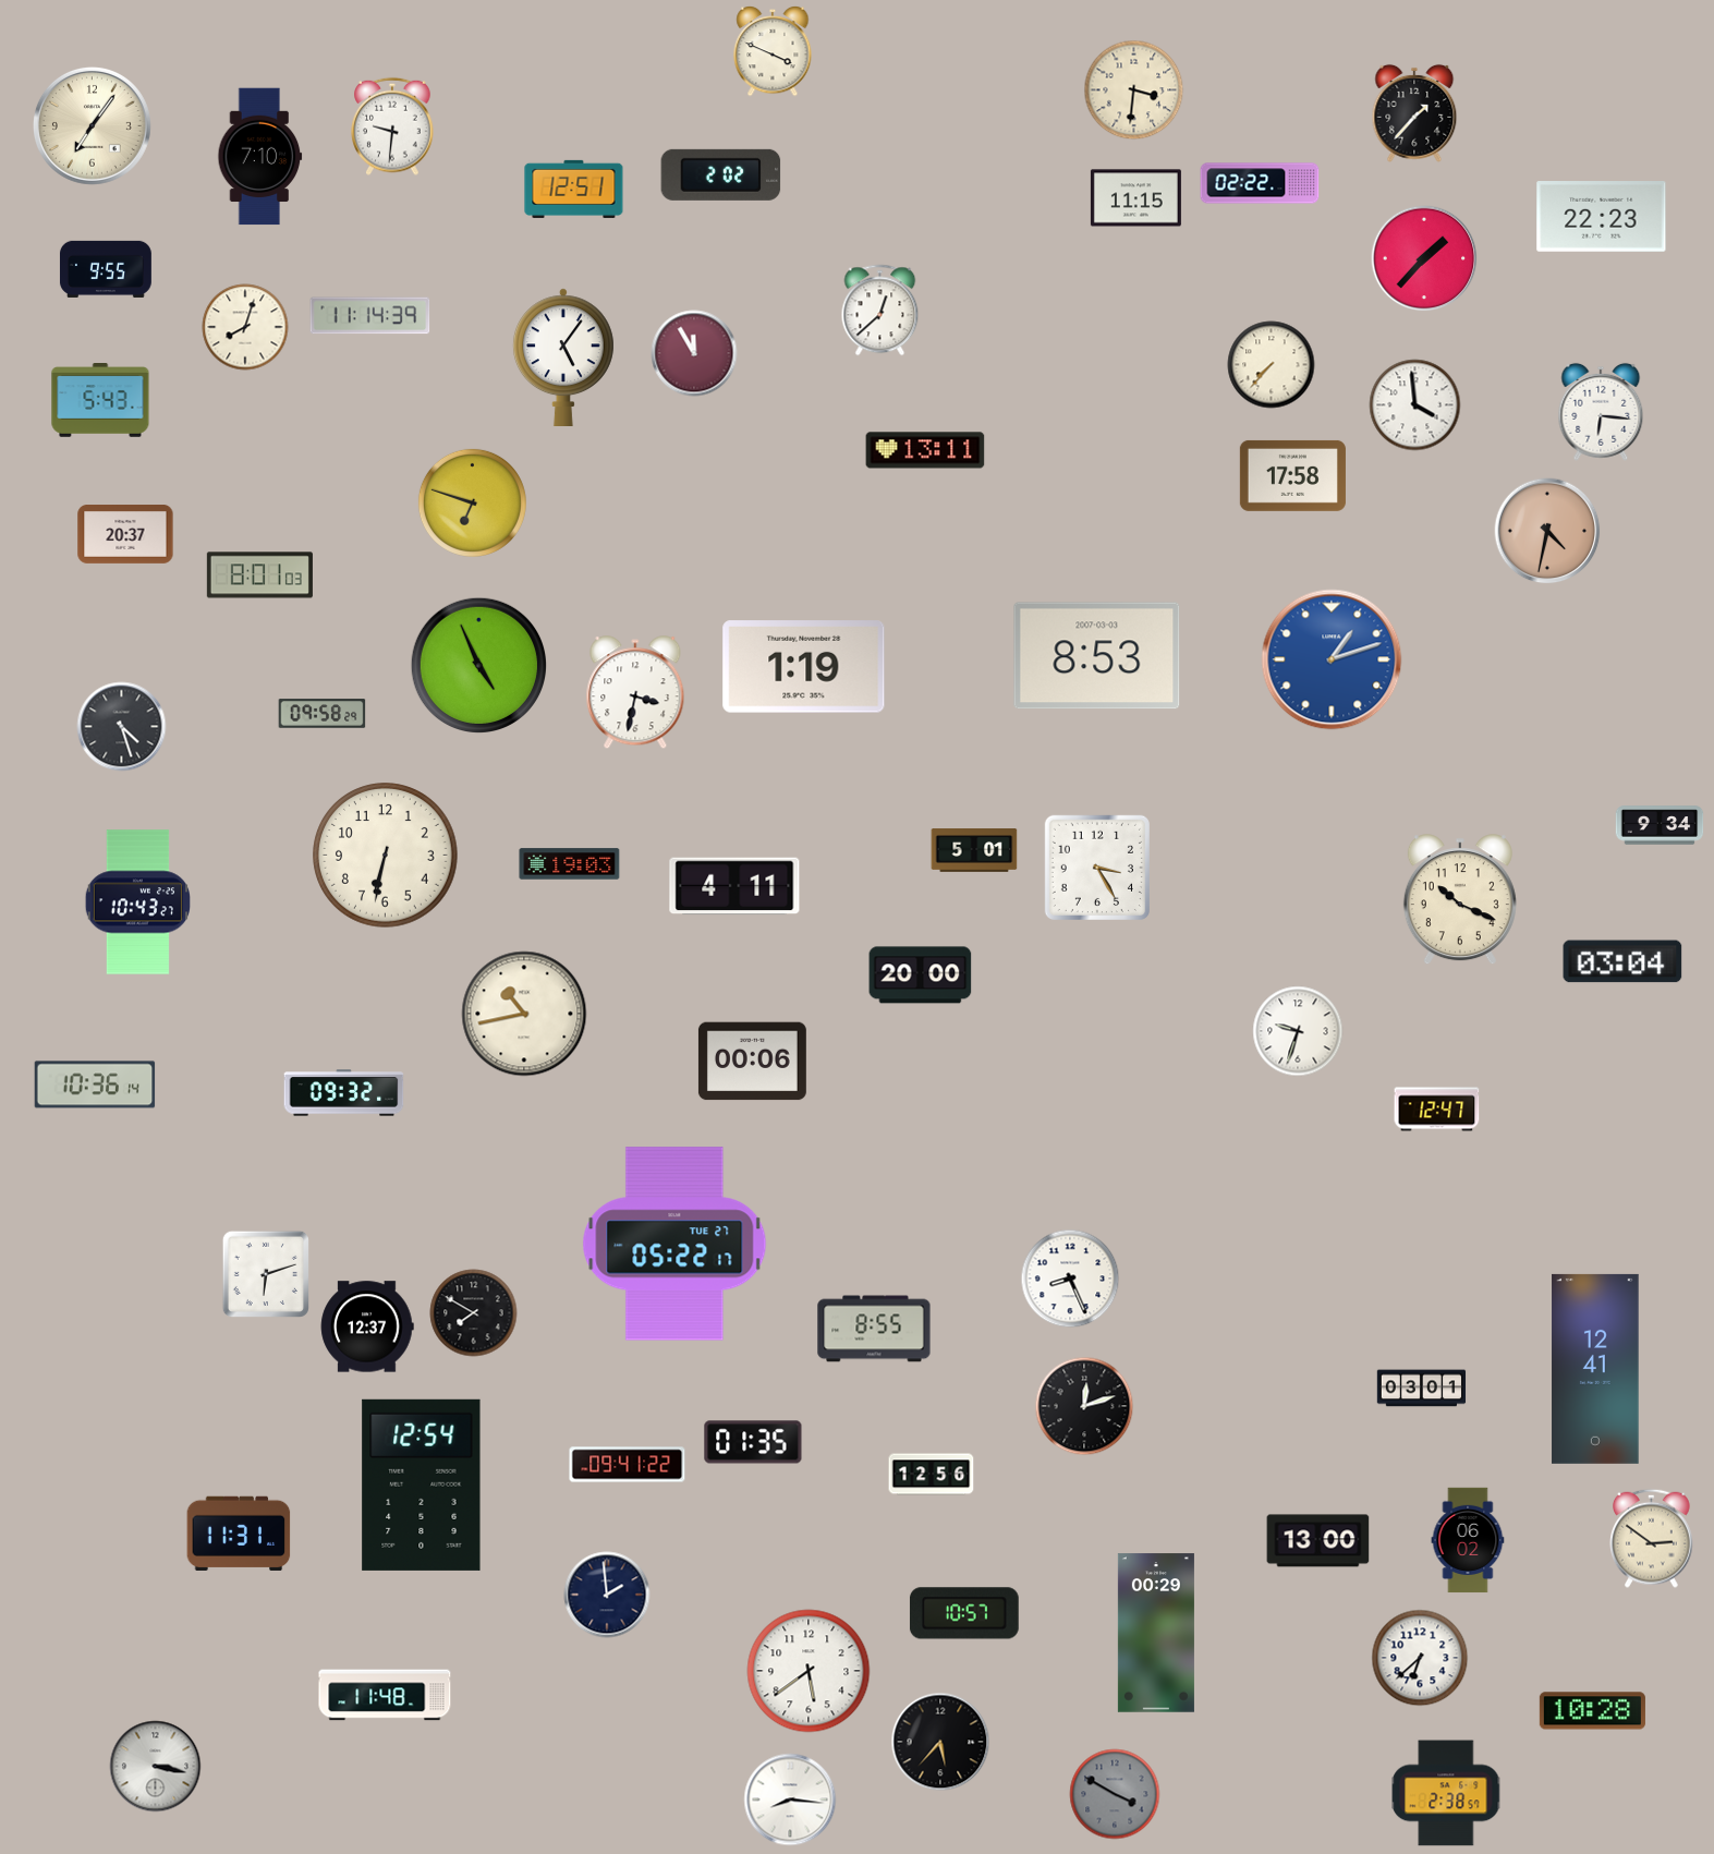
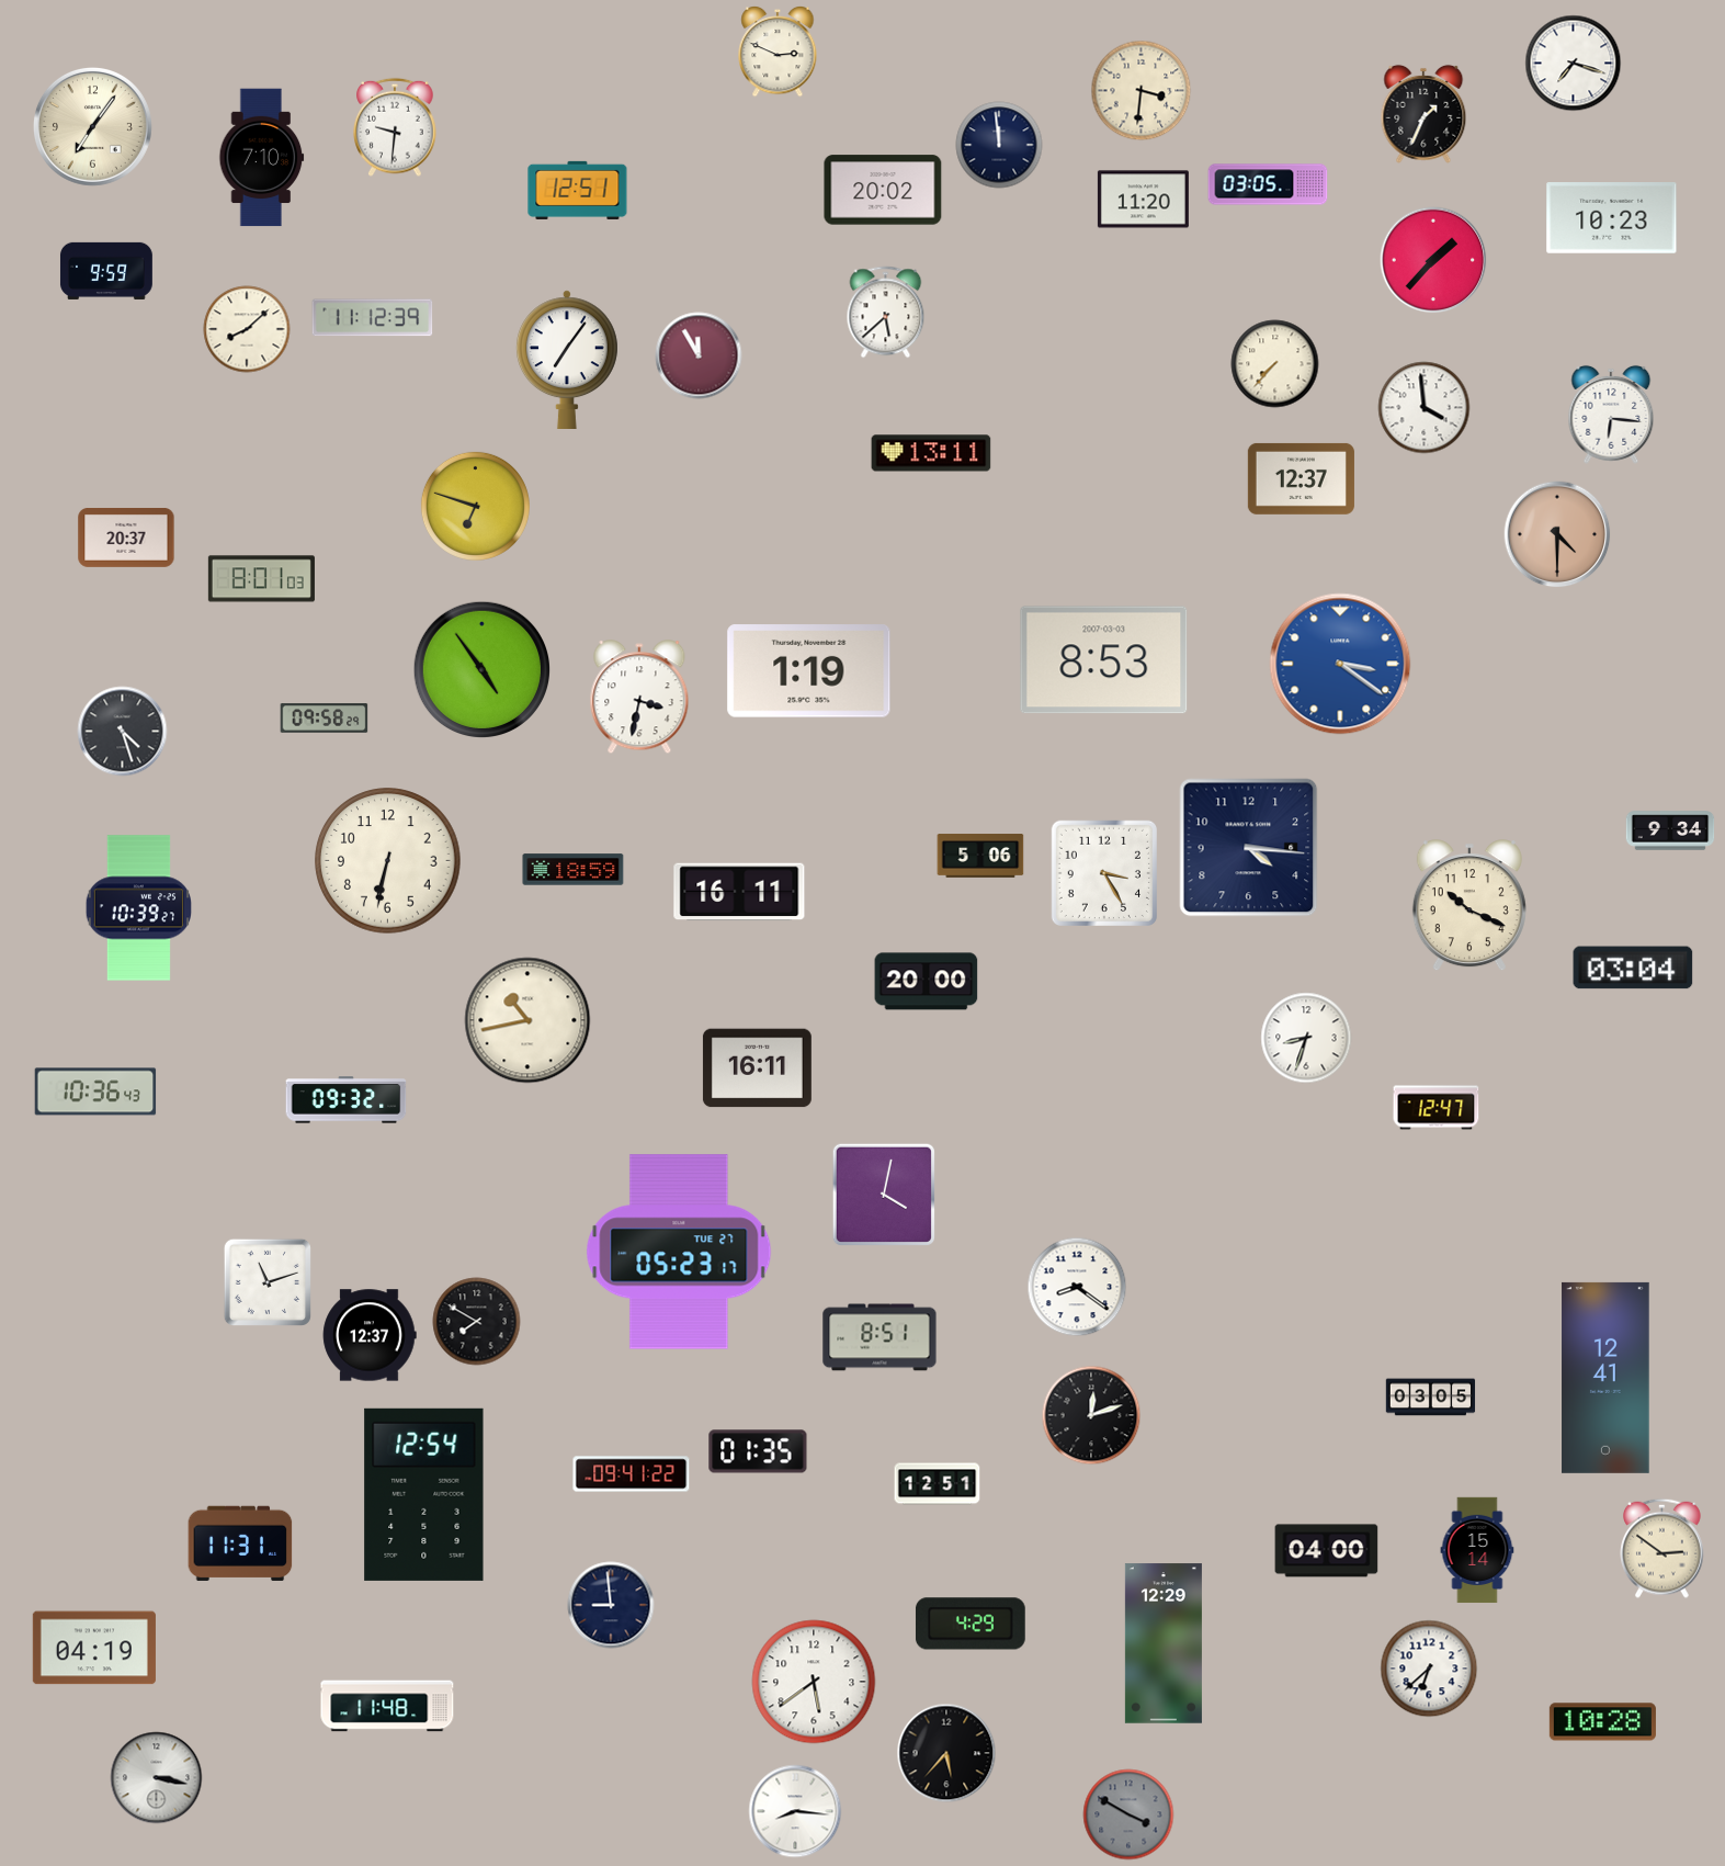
clock at (773, 51): 3:49 -> 2:49
clock at (1574, 64): none -> 7:18
clock at (1414, 113): 1:37 -> 1:34
clock at (999, 145): none -> 11:59
clock at (721, 174): 2:02 -> none
clock at (1260, 183): 02:22 -> 03:05
clock at (883, 190): none -> 20:02
clock at (1135, 198): 11:15 -> 11:20
clock at (1602, 217): 22:23 -> 10:23
clock at (106, 269): 9:55 -> 9:59
clock at (880, 311): 12:38 -> 5:38
clock at (370, 316): 11:14 -> 11:12
clock at (245, 327): 8:03 -> 8:08
clock at (563, 356): 5:06 -> 7:06
clock at (1272, 365) position: (1272, 365) -> (1275, 364)
clock at (100, 401): 5:43 -> none
clock at (1292, 475): 17:58 -> 12:37
clock at (1547, 531): 4:32 -> 4:30
clock at (1332, 659): 1:12 -> 3:21
clock at (478, 665): 4:56 -> 4:54
clock at (1249, 848): none -> 4:16
clock at (974, 850): 5:01 -> 5:06
clock at (570, 864): 19:03 -> 18:59
clock at (734, 886): 4:11 -> 16:11
clock at (137, 902): 10:43 -> 10:39
clock at (1298, 1031): 9:33 -> 8:33
clock at (752, 1062): 00:06 -> 16:11
clock at (95, 1084): 10:36:14 -> 10:36:43
clock at (1437, 1110) position: (1437, 1110) -> (1437, 1108)
clock at (884, 1195): none -> 4:02
clock at (674, 1244): 05:22 -> 05:23
clock at (266, 1274): 6:12 -> 11:12
clock at (1070, 1279): 8:26 -> 8:21
clock at (874, 1329): 8:55 -> 8:51
clock at (1422, 1389): 03:01 -> 03:05
clock at (932, 1475): 12:56 -> 12:51
clock at (1468, 1540): 06:02 -> 15:14
clock at (1318, 1541): 13:00 -> 04:00
clock at (607, 1595): 1:59 -> 8:59
clock at (964, 1613): 10:57 -> 4:29
clock at (1156, 1633): 00:29 -> 12:29
clock at (94, 1648): none -> 04:19
clock at (1446, 1793): 2:38 -> none
clock at (1115, 1794) position: (1115, 1794) -> (1128, 1814)
